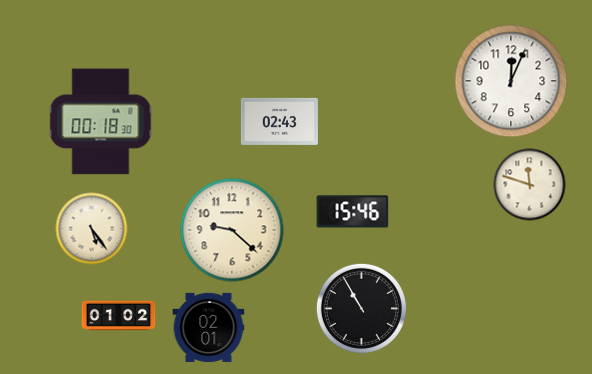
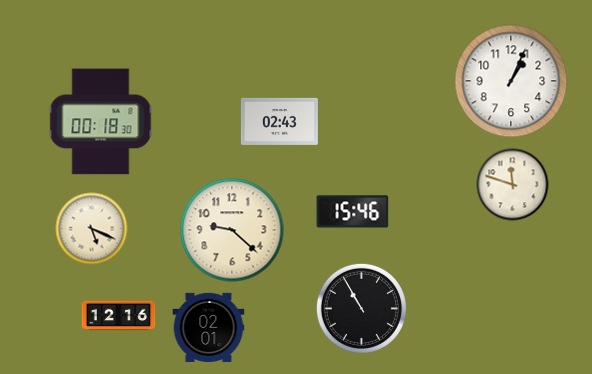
clock at (511, 81): 12:04 -> 1:04
clock at (530, 185) position: (530, 185) -> (513, 185)
clock at (92, 229): 5:24 -> 5:19
clock at (119, 316): 01:02 -> 12:16
